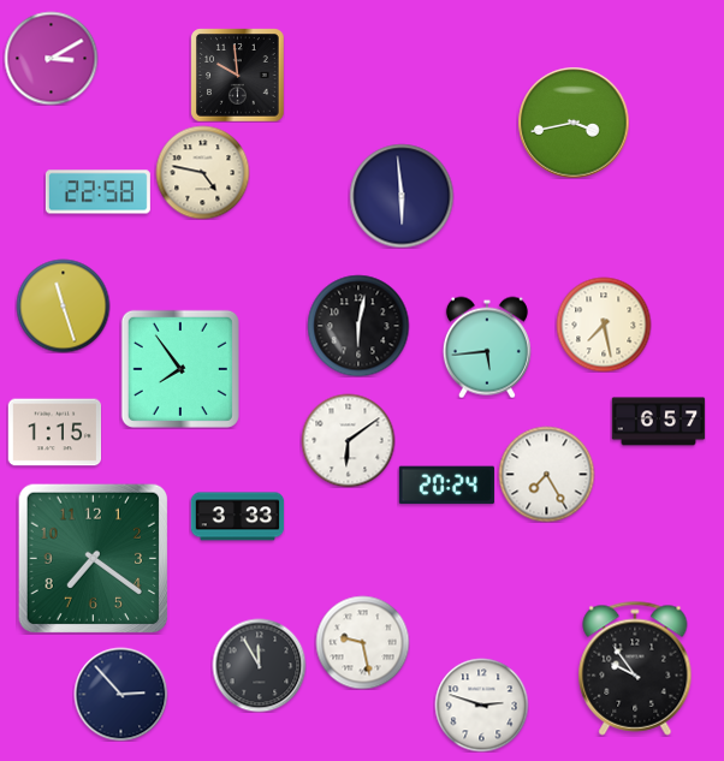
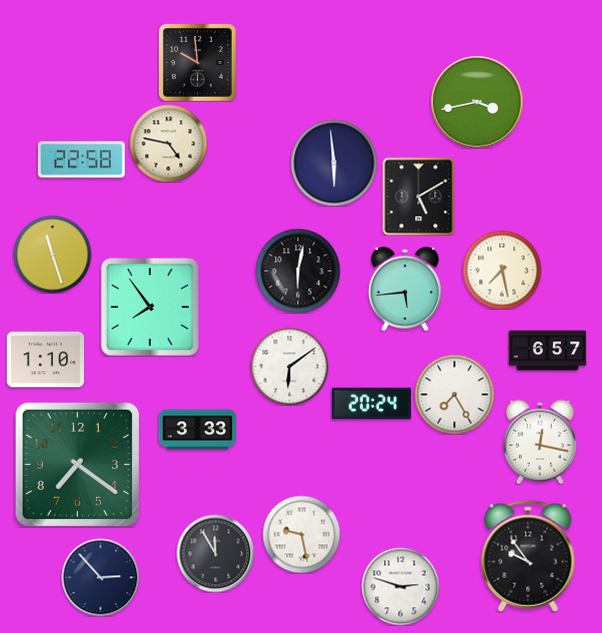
clock at (51, 58): 3:10 -> none
clock at (419, 196): none -> 5:10
clock at (54, 433): 1:15 -> 1:10
clock at (540, 442): none -> 12:17
